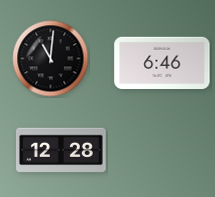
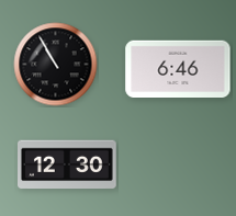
clock at (51, 59): 11:01 -> 10:55
clock at (62, 150): 12:28 -> 12:30
